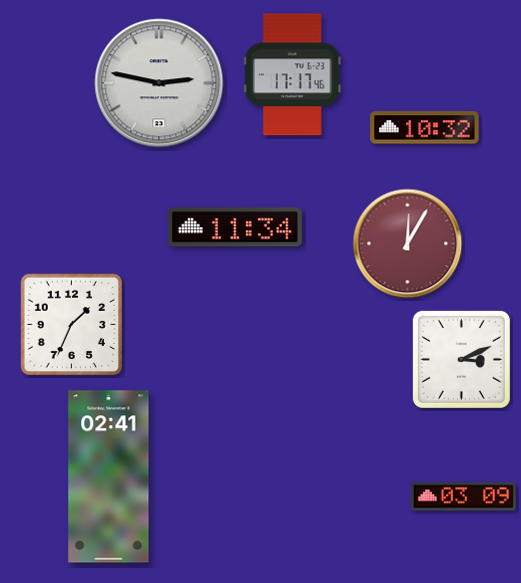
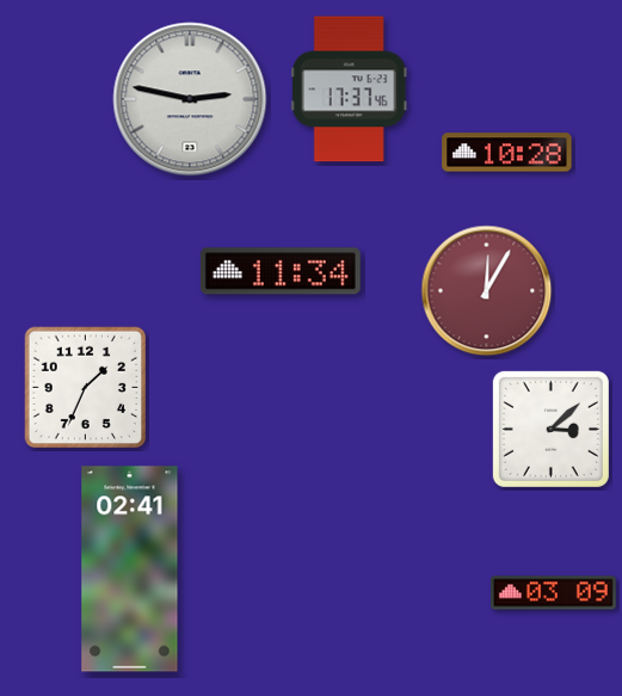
clock at (292, 75): 17:17 -> 17:37
clock at (425, 128): 10:32 -> 10:28
clock at (461, 359): 3:11 -> 3:08
